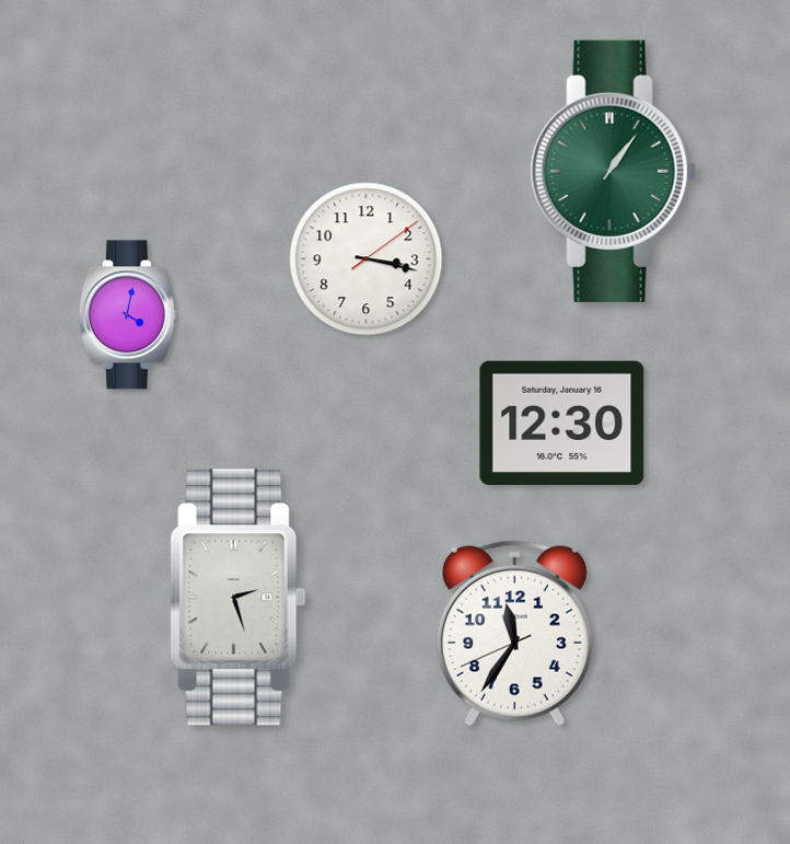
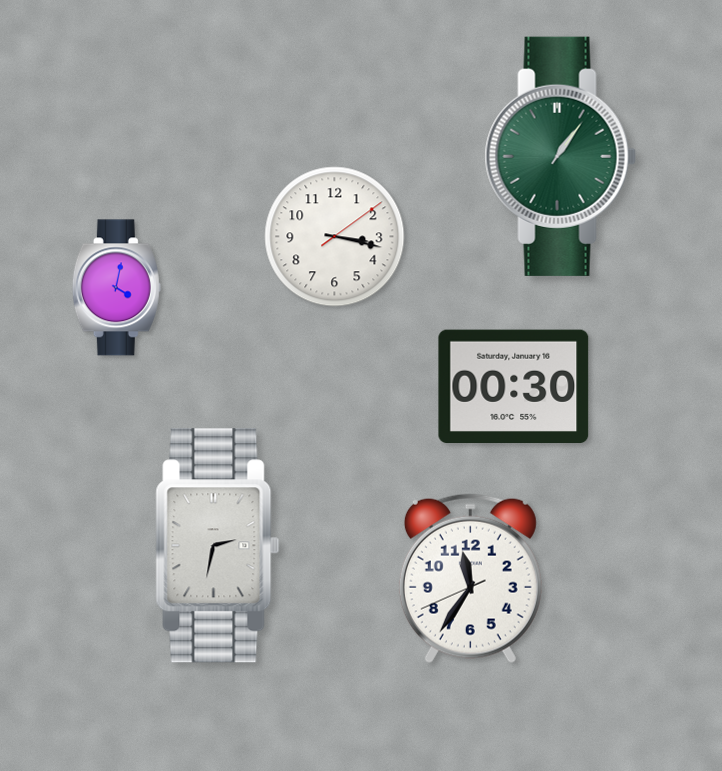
clock at (562, 424): 12:30 -> 00:30
clock at (239, 598): 2:27 -> 2:32
